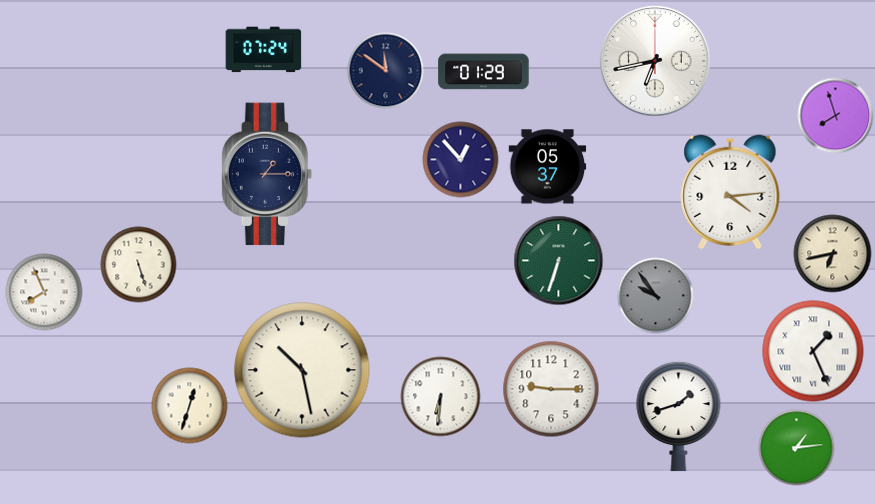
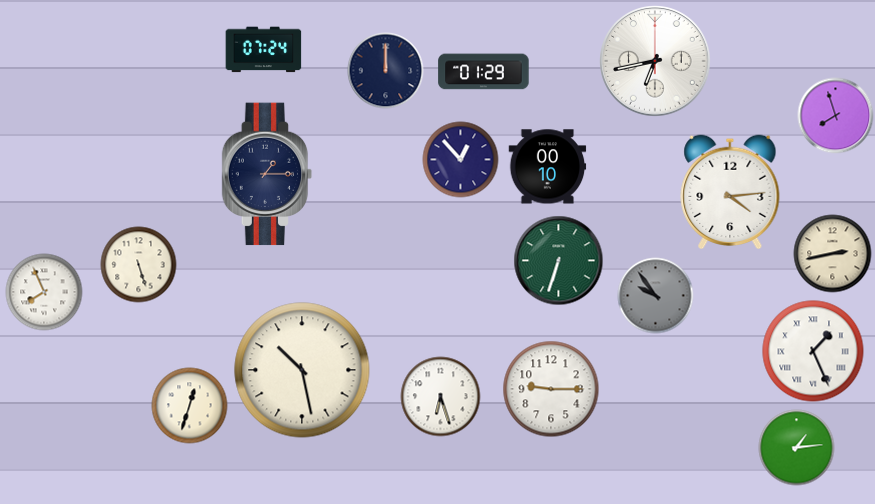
clock at (386, 71): 11:51 -> 12:00
clock at (548, 167): 05:37 -> 00:10
clock at (833, 254): 6:43 -> 2:43
clock at (441, 397): 6:31 -> 6:27
clock at (679, 416): 1:42 -> none
